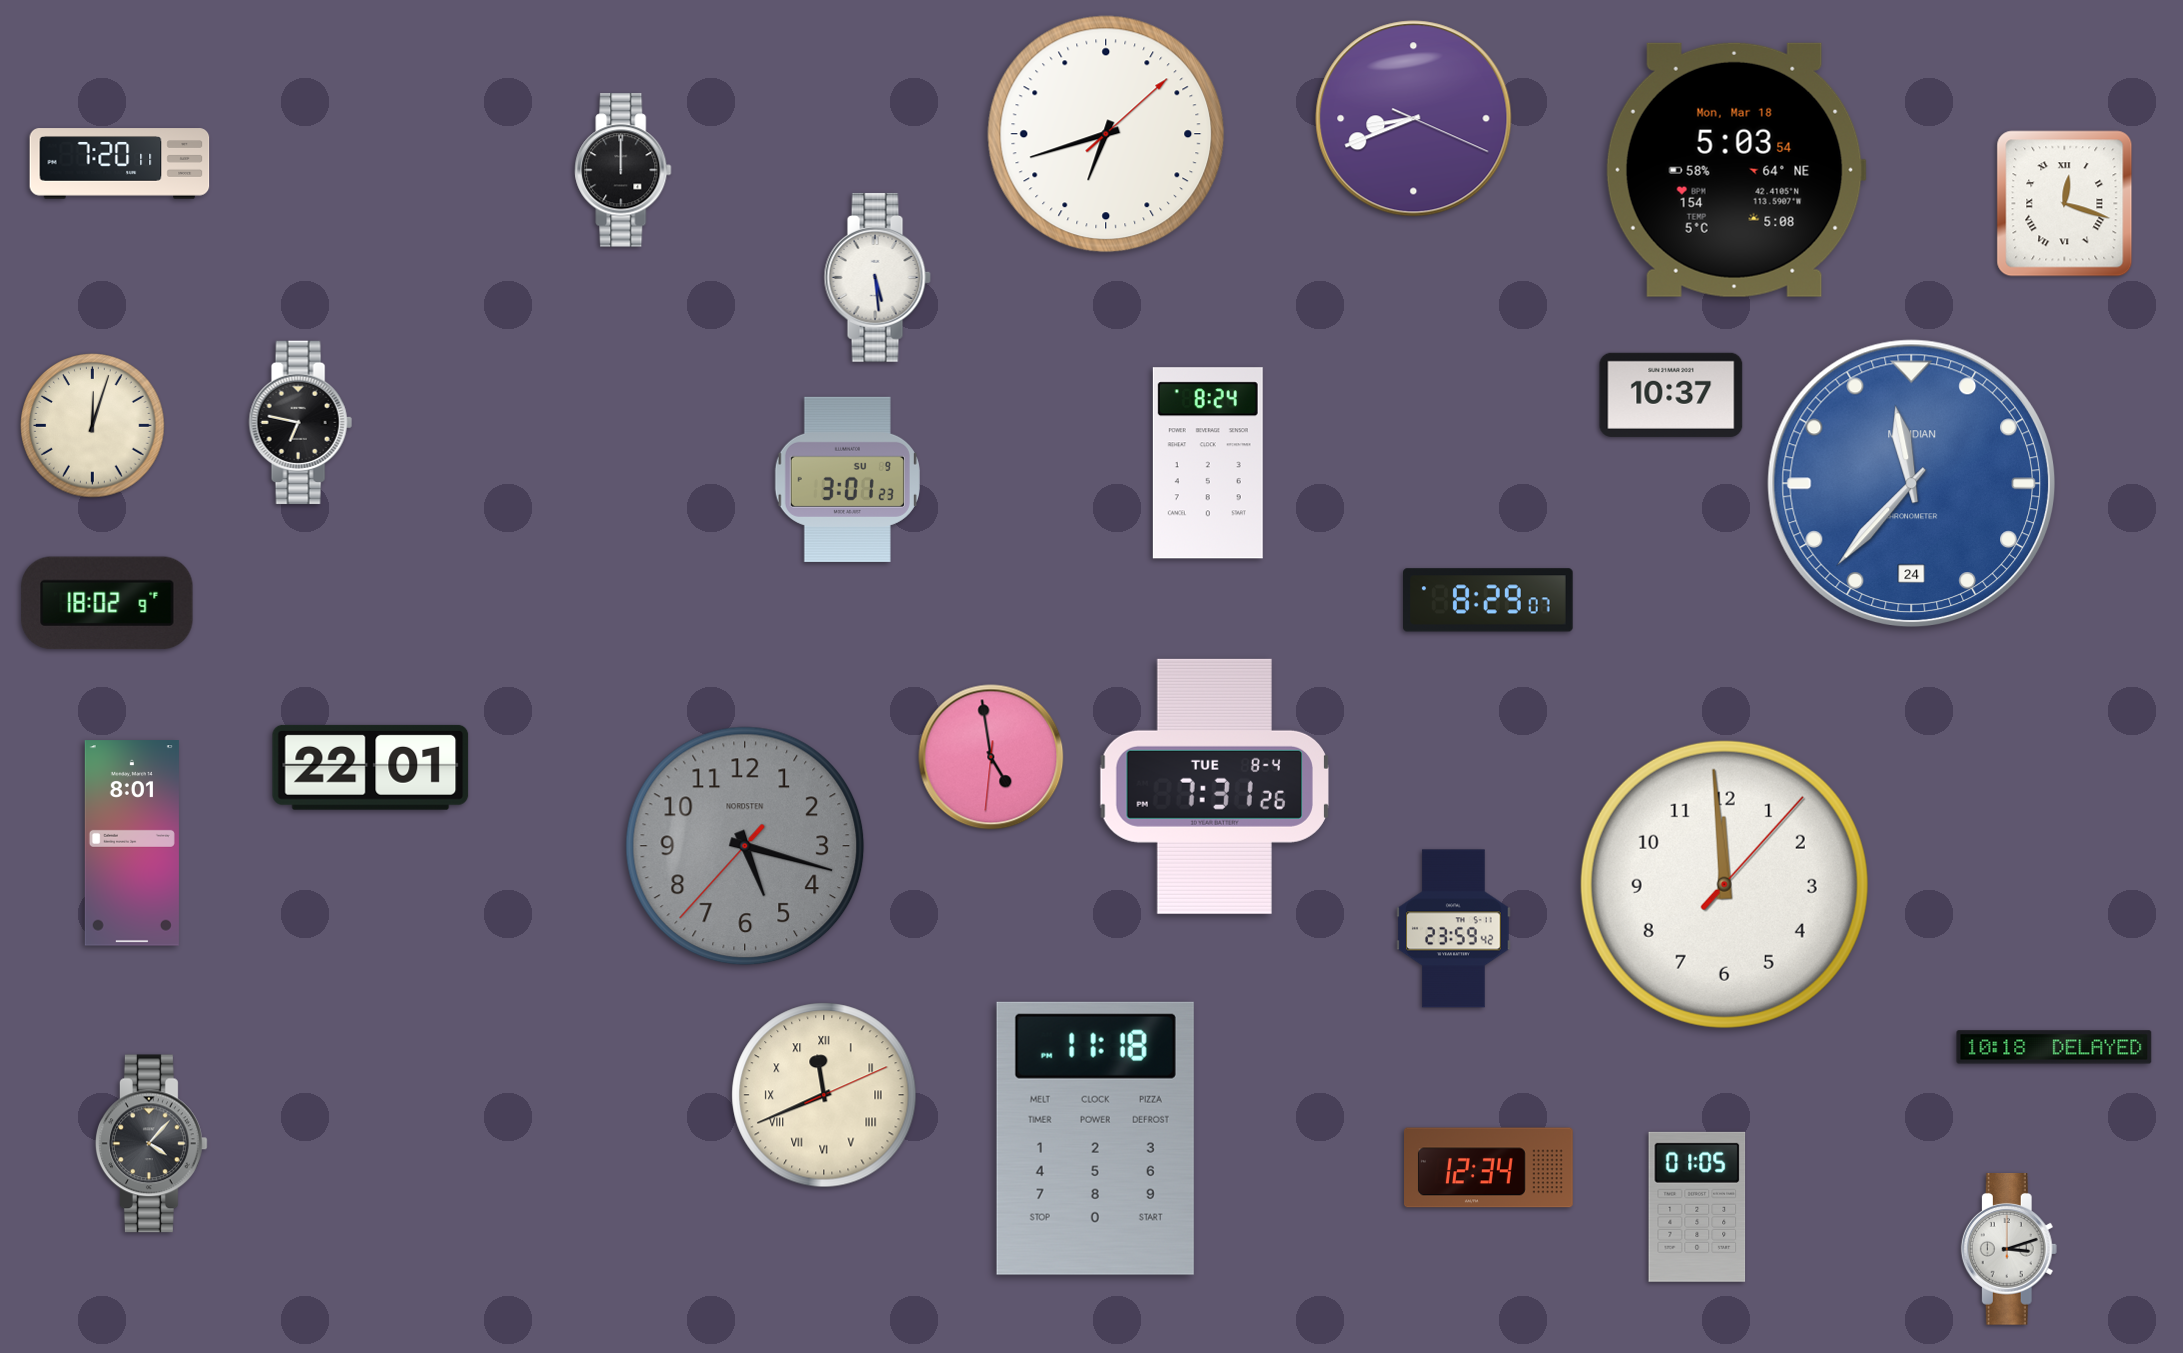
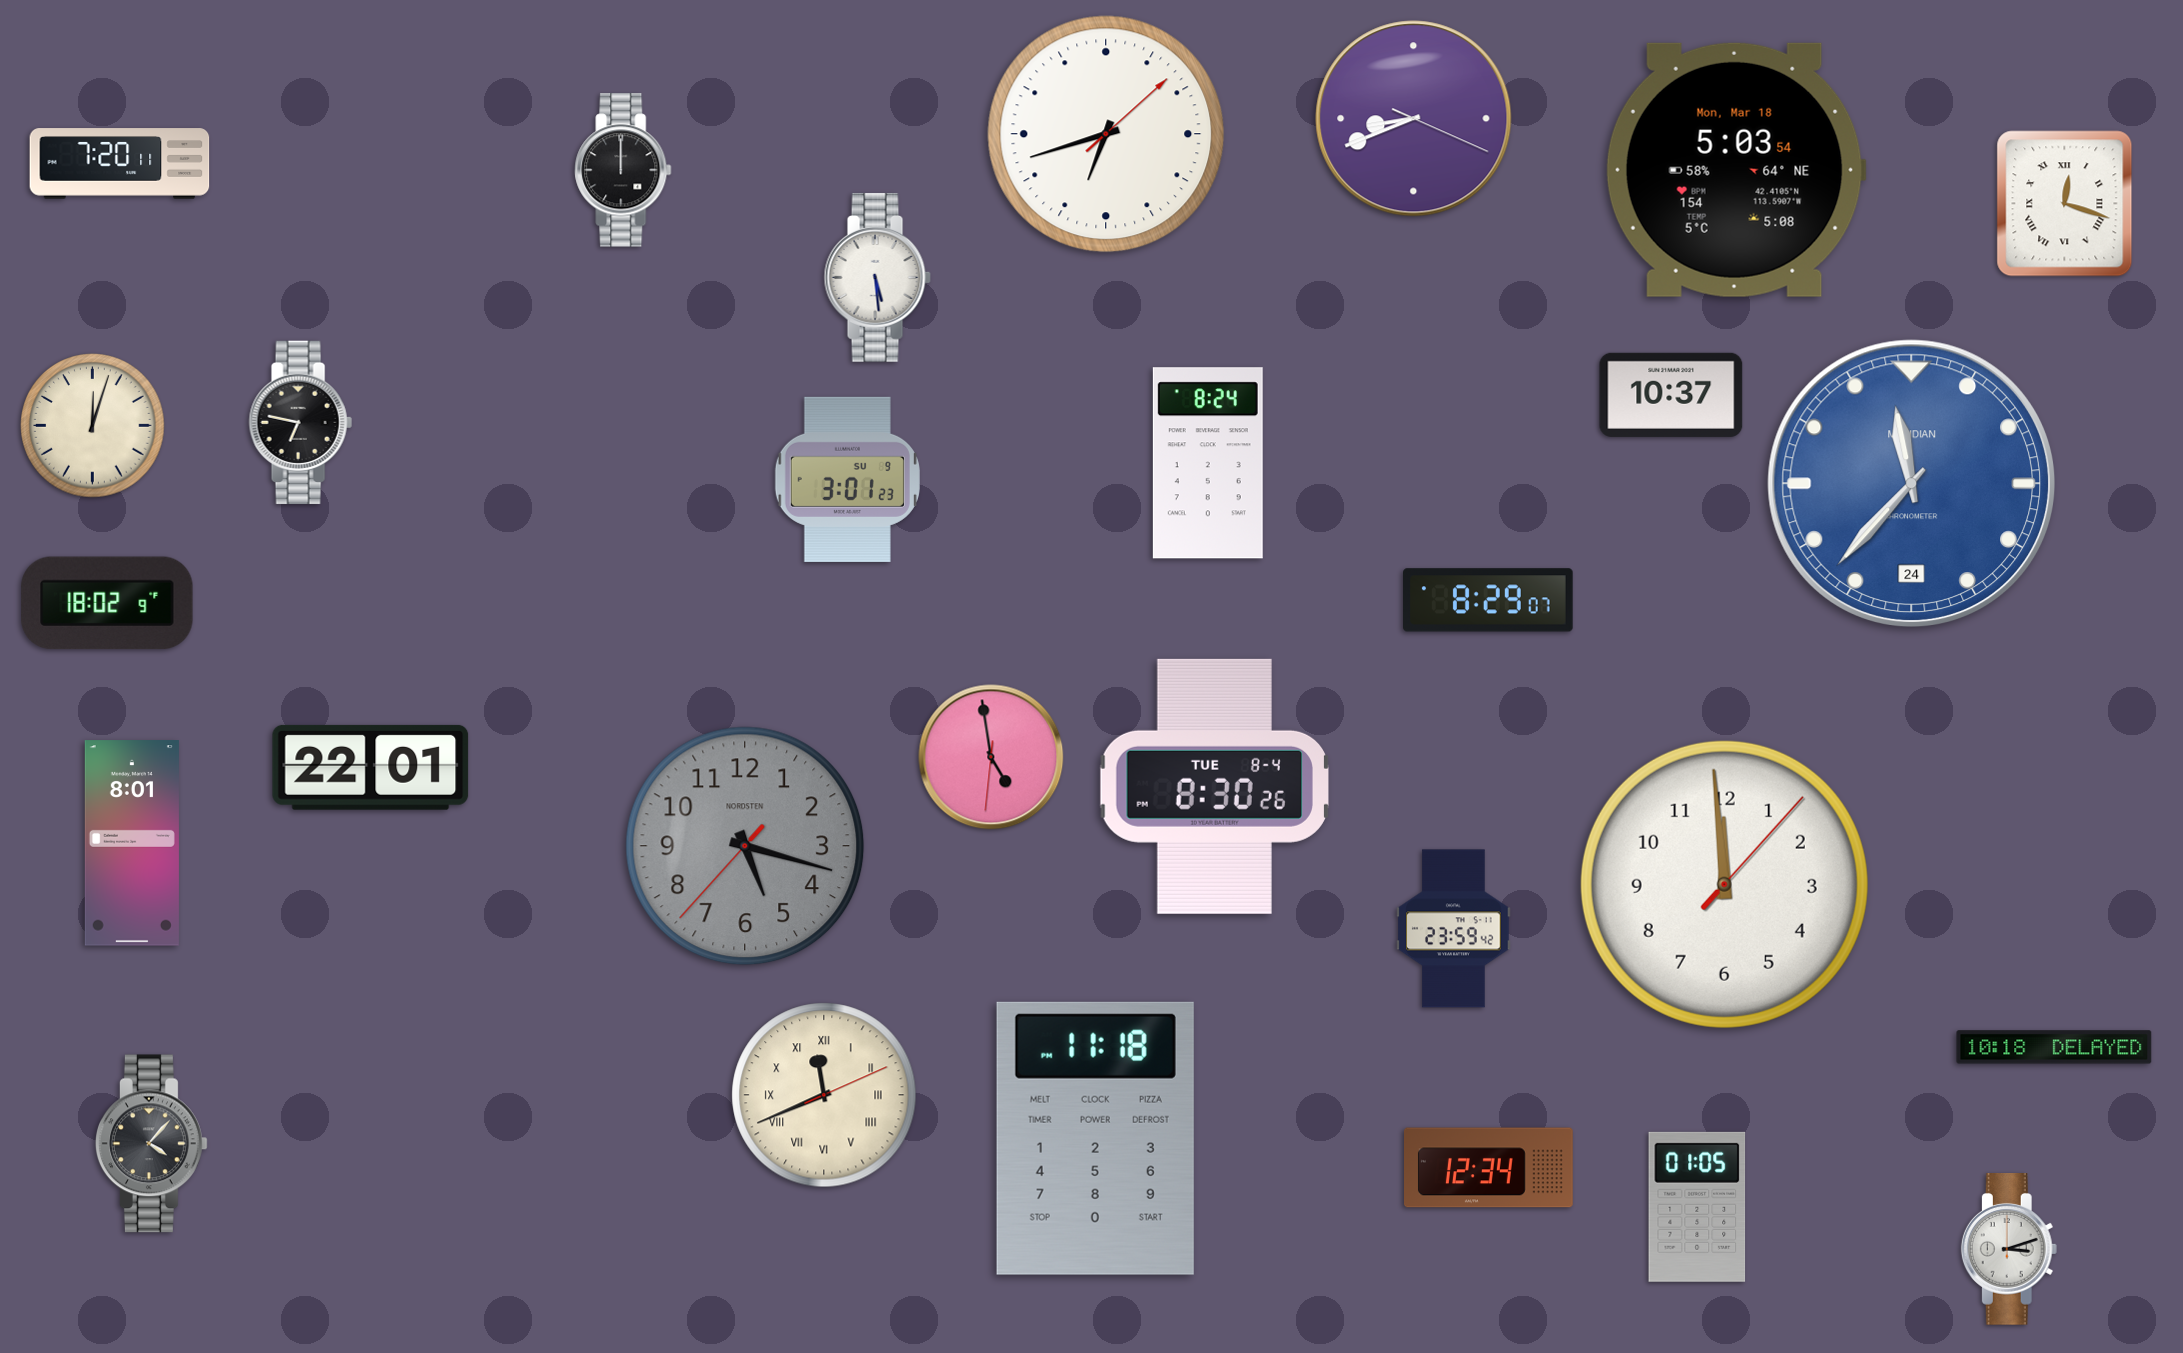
clock at (1214, 786): 7:31 -> 8:30
